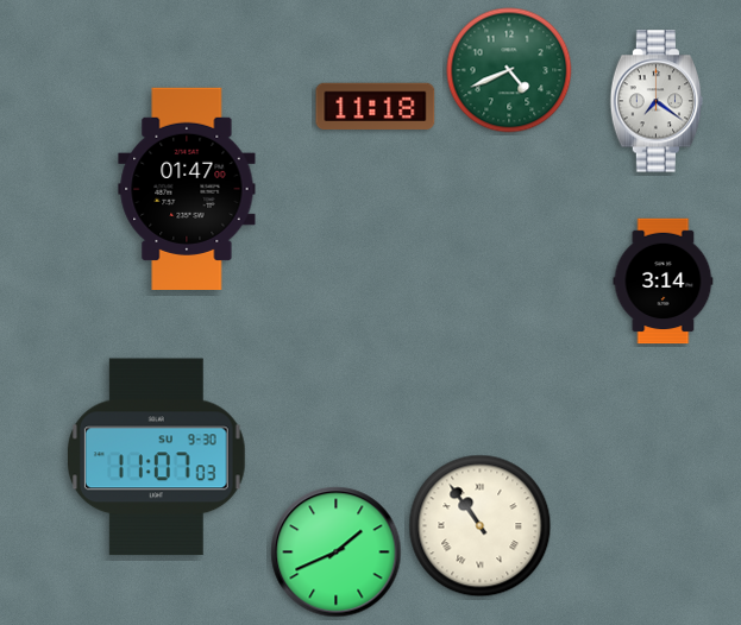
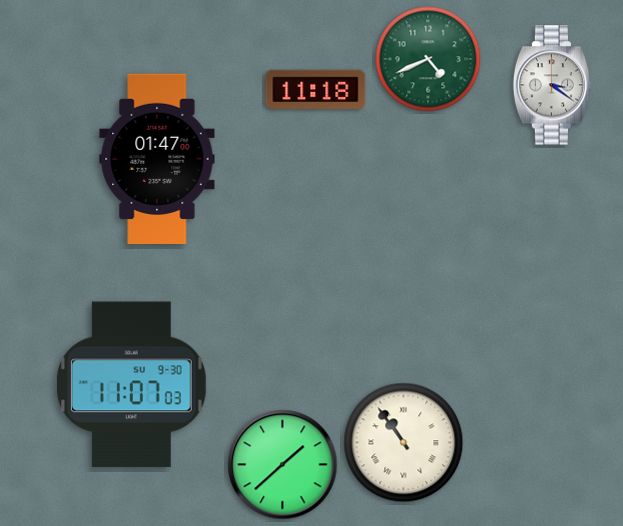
clock at (657, 101): 7:21 -> 3:21
clock at (664, 282): 3:14 -> none
clock at (337, 553): 1:41 -> 1:38
